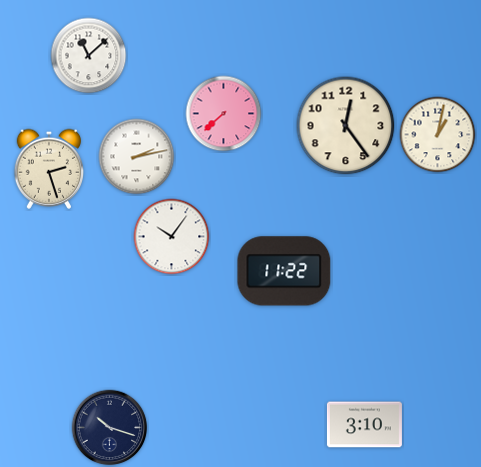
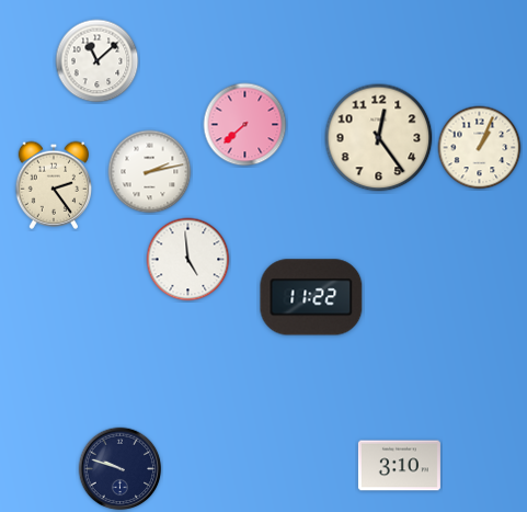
clock at (438, 135): 1:02 -> 1:04
clock at (48, 169): 2:27 -> 2:24
clock at (172, 237): 10:06 -> 4:59
clock at (110, 428): 10:18 -> 9:48
